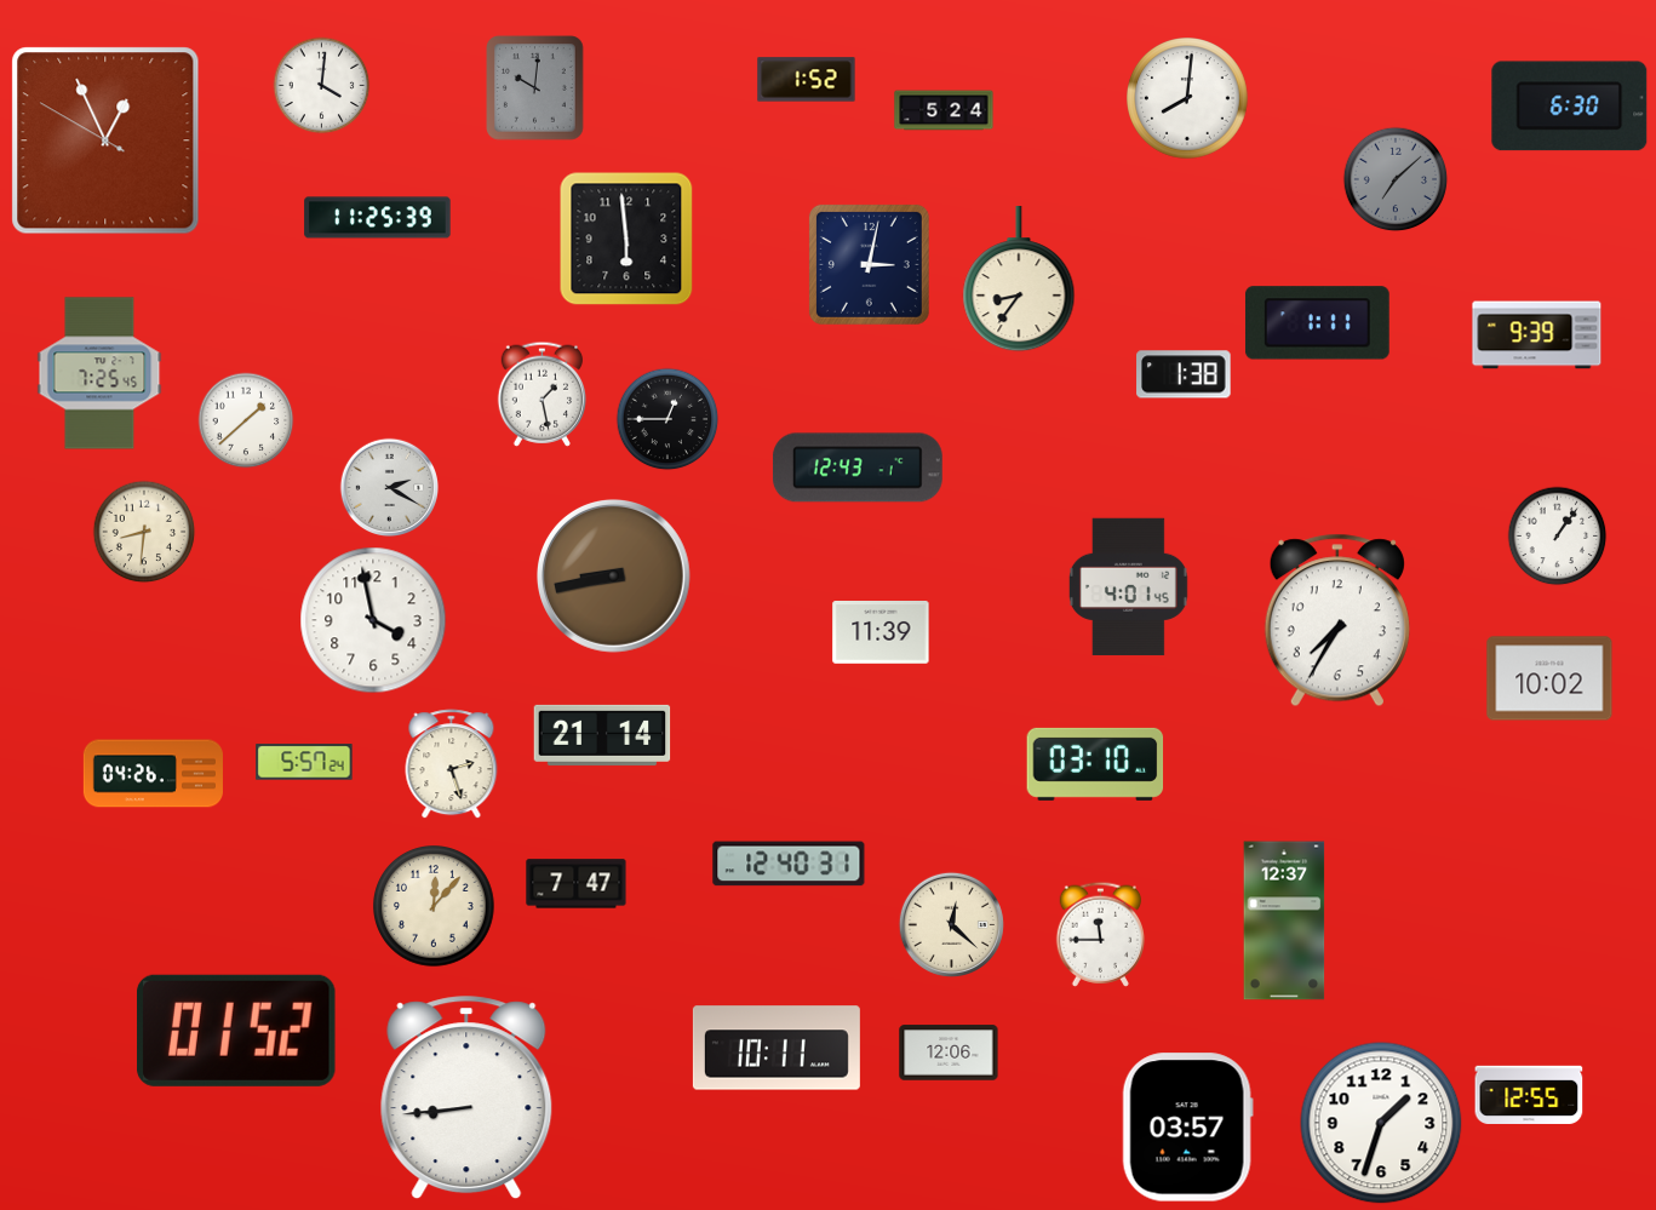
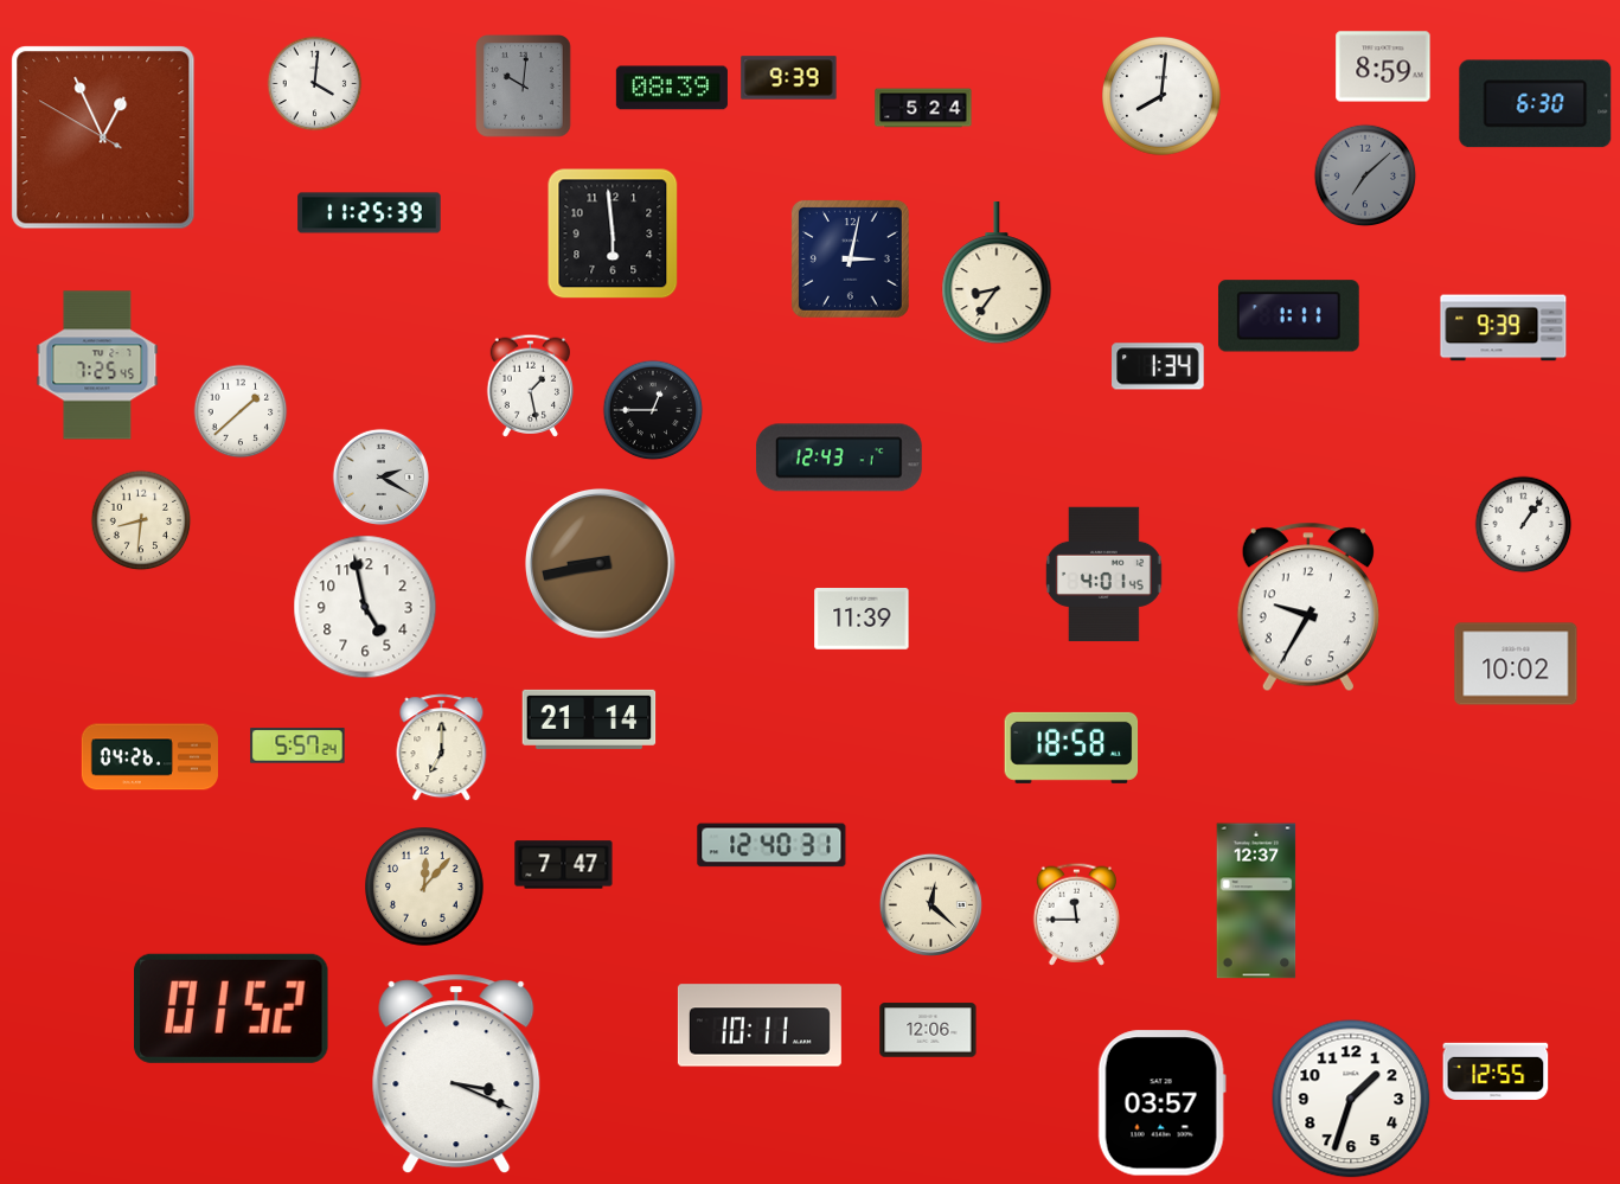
clock at (1383, 66): none -> 8:59
clock at (807, 80): 1:52 -> 9:39
clock at (672, 88): none -> 08:39
clock at (1184, 374): 1:38 -> 1:34
clock at (373, 620): 3:58 -> 4:58
clock at (1337, 620): 7:35 -> 9:35
clock at (452, 764): 2:27 -> 7:00
clock at (1095, 764): 03:10 -> 18:58
clock at (466, 1099): 8:44 -> 3:19
